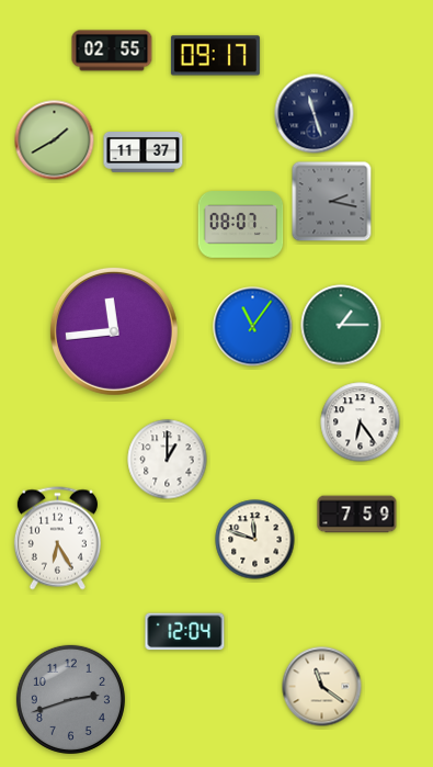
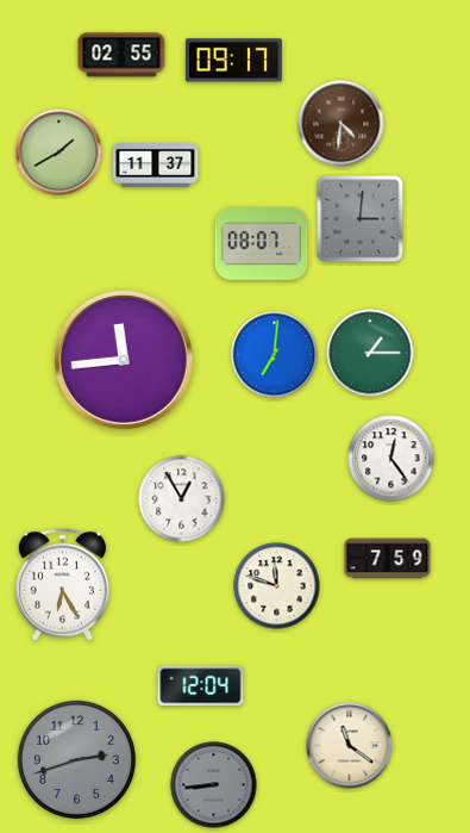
clock at (315, 114): 11:27 -> 4:31
clock at (315, 114) dial: navy -> brown
clock at (332, 202): 2:17 -> 3:01
clock at (253, 327): 11:06 -> 7:01
clock at (361, 422): 6:24 -> 12:24
clock at (168, 460): 1:00 -> 12:55
clock at (214, 785): none -> 8:44
